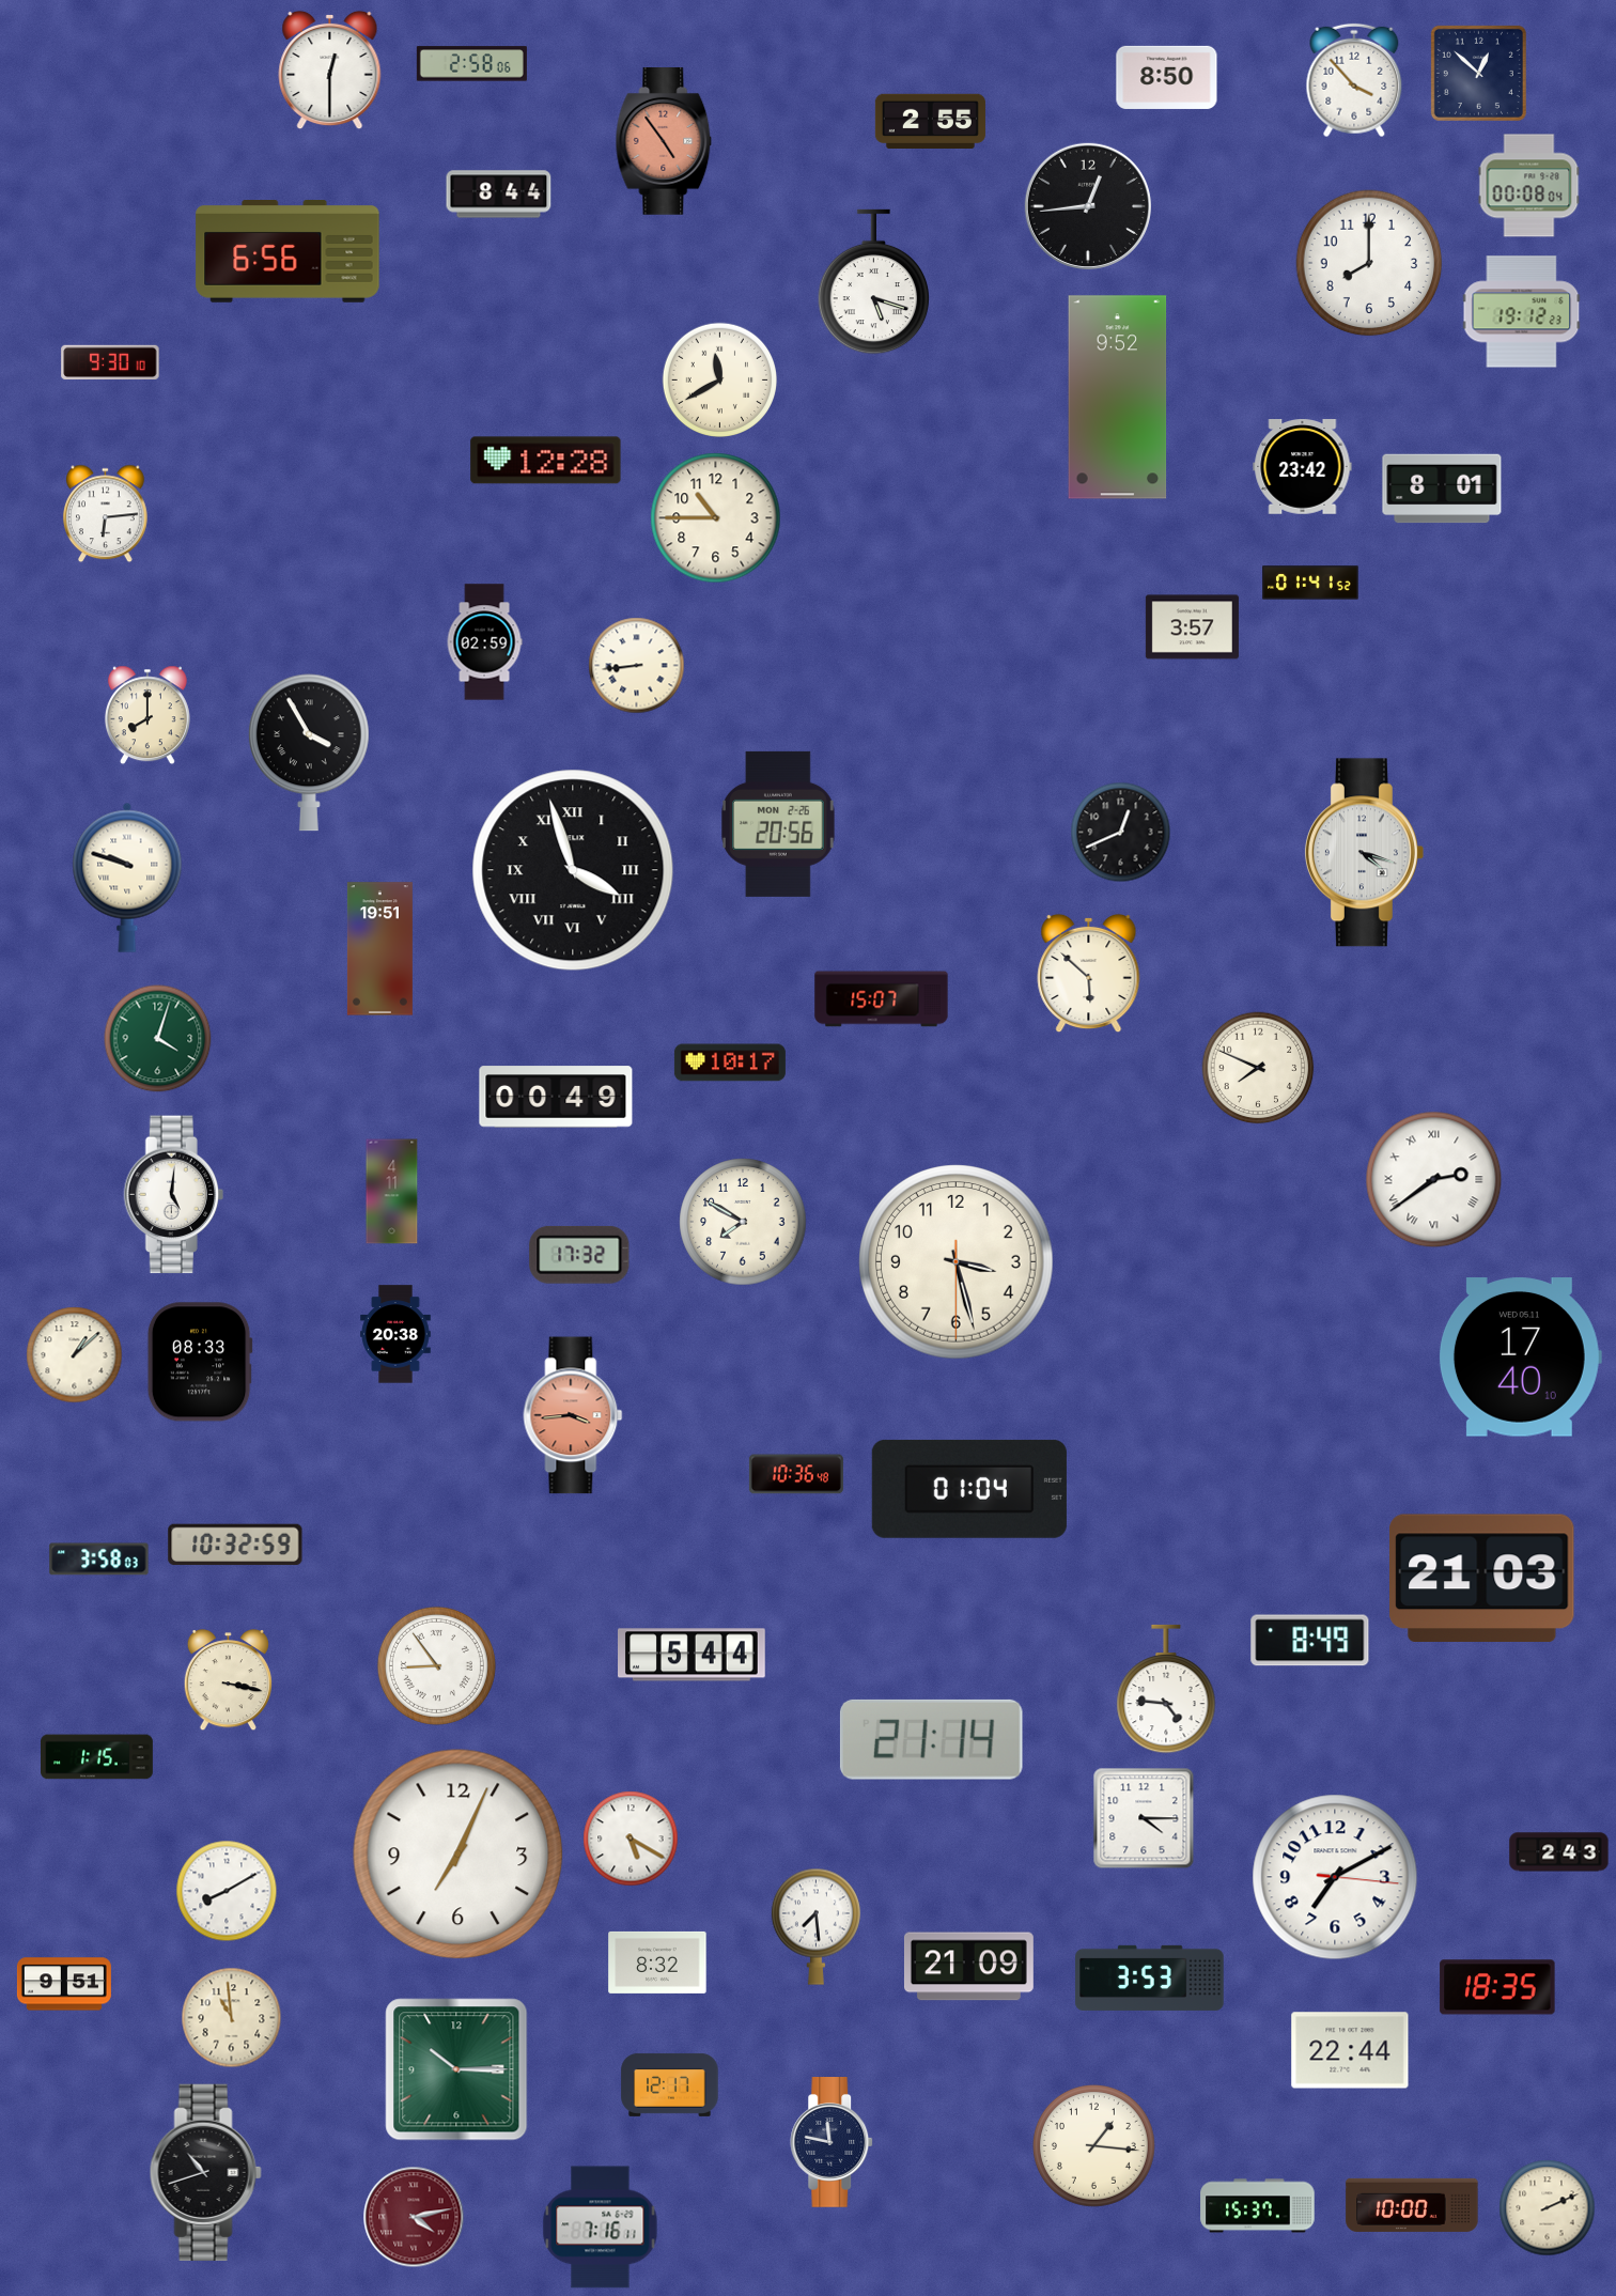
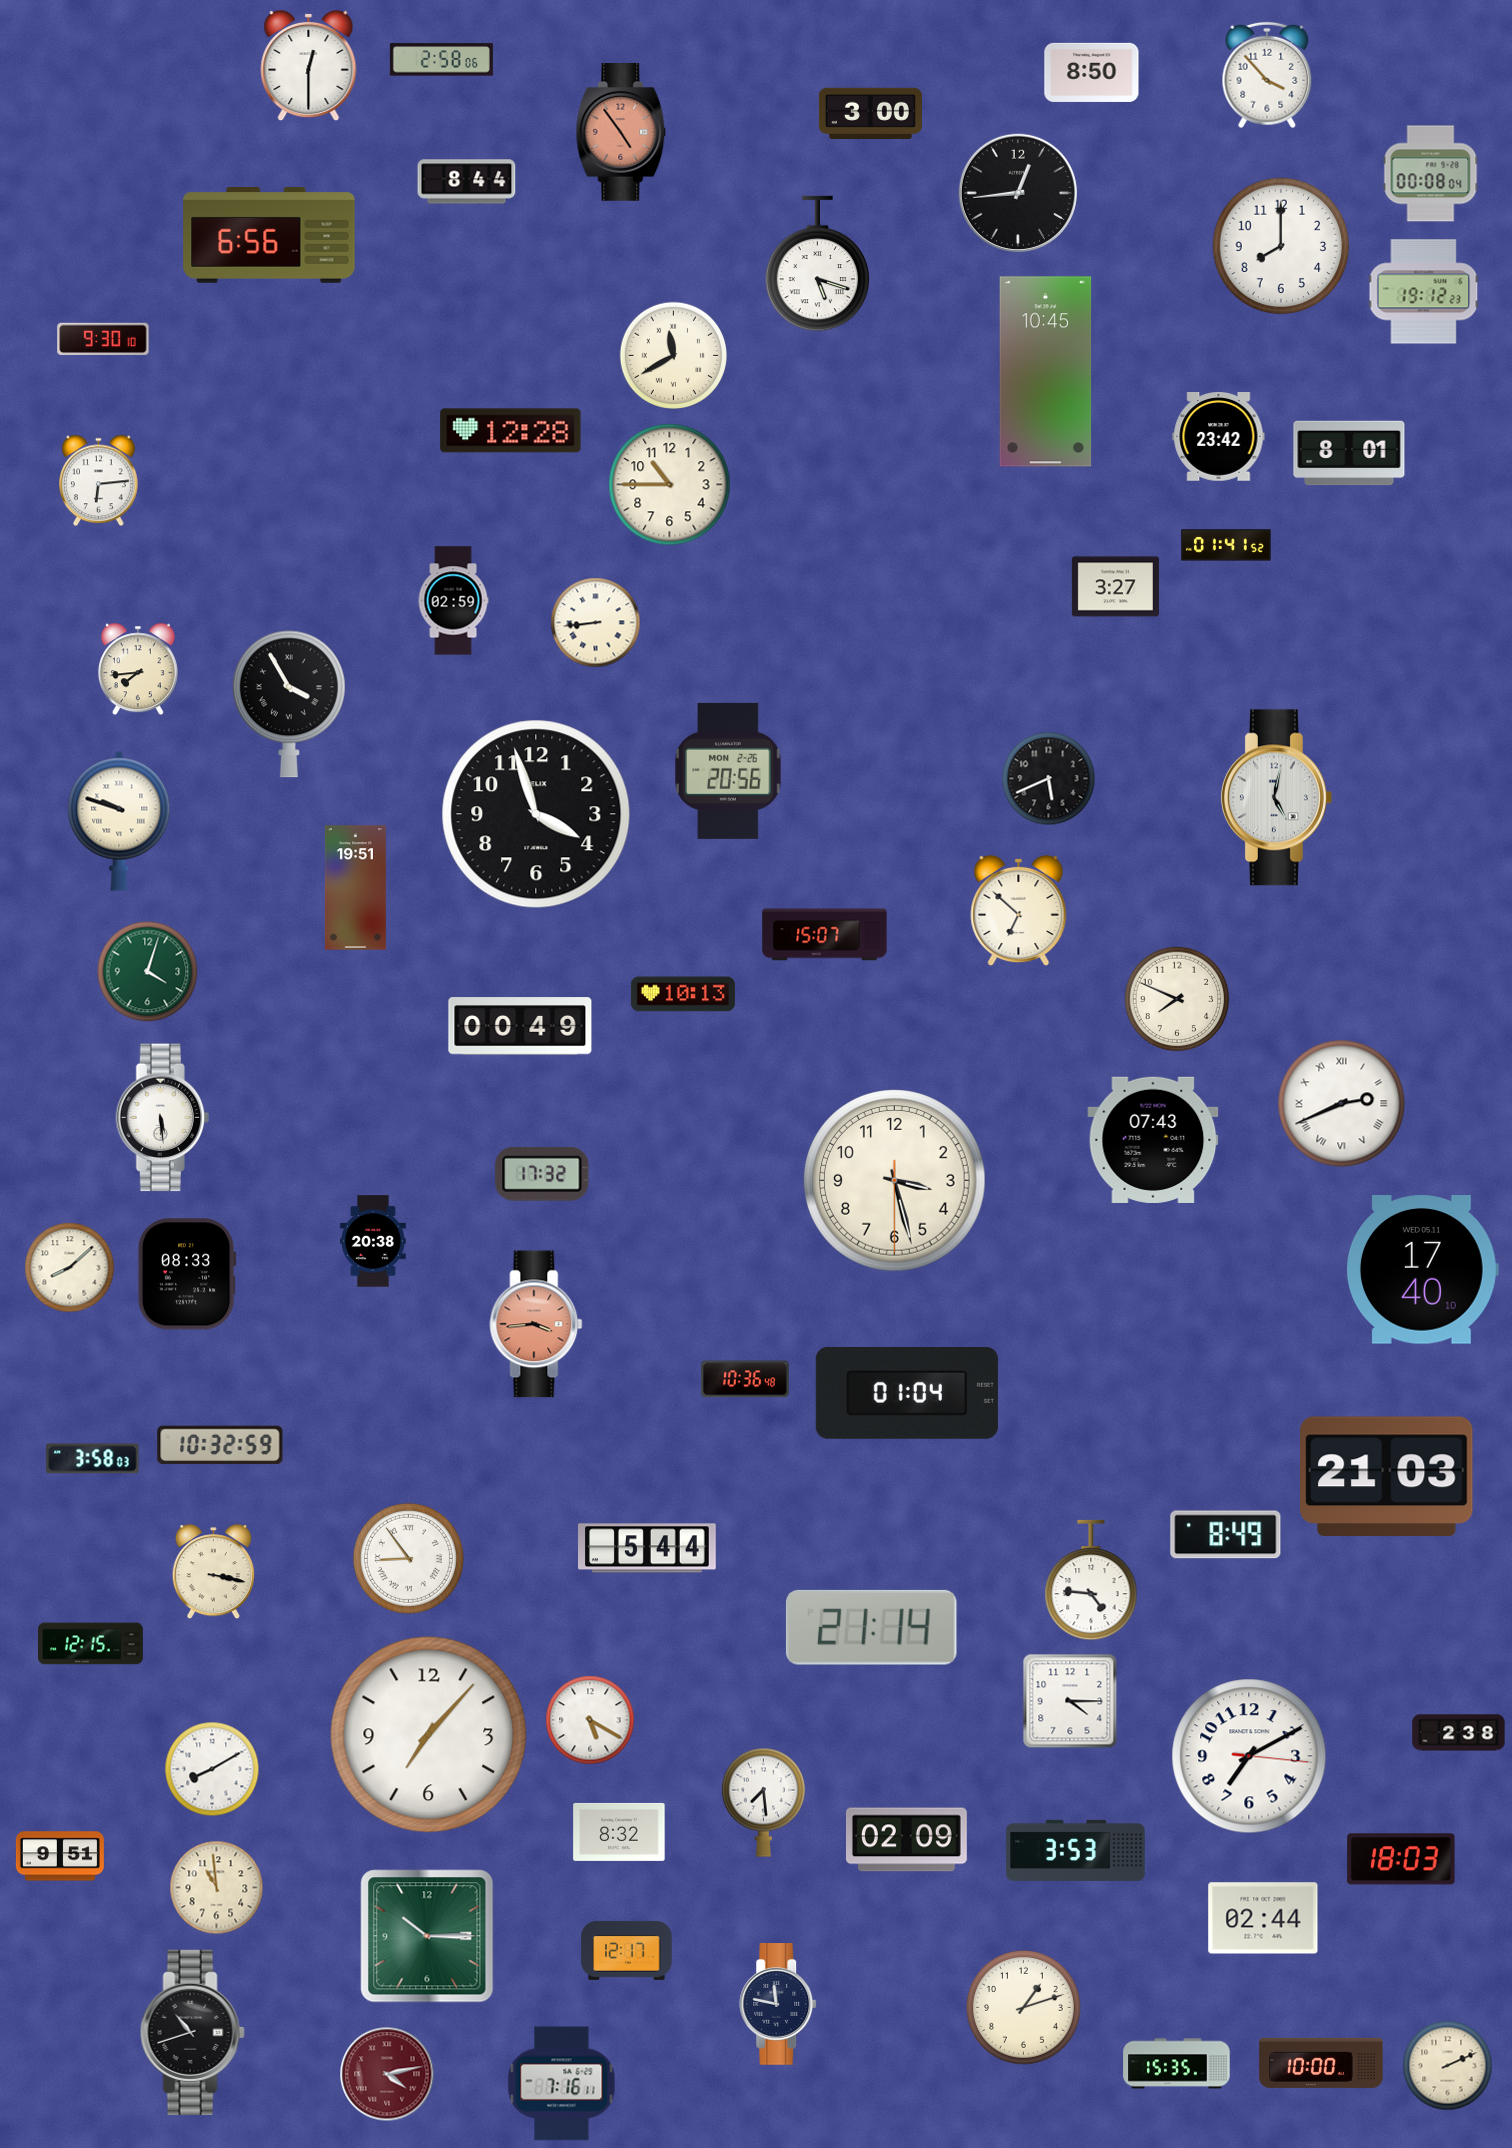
clock at (1478, 73): 12:52 -> none
clock at (930, 121): 2:55 -> 3:00
clock at (1118, 398): 9:52 -> 10:45
clock at (1442, 488) position: (1442, 488) -> (1349, 453)
clock at (1192, 627): 3:57 -> 3:27
clock at (147, 715): 8:00 -> 7:44
clock at (1121, 833): 12:41 -> 5:41
clock at (1364, 853): 4:18 -> 5:02
clock at (573, 870) numerals: Roman -> Arabic
clock at (1089, 974): 5:52 -> 6:52
clock at (730, 1062): 10:17 -> 10:13
clock at (1434, 1180): 2:39 -> 2:41
clock at (392, 1192): 4:11 -> none
clock at (173, 1195): 5:01 -> 5:29
clock at (1153, 1140): none -> 07:43
clock at (743, 1222): 7:50 -> none
clock at (395, 1334) position: (395, 1334) -> (373, 1241)
clock at (75, 1355): 1:08 -> 8:08
clock at (97, 1757): 1:15 -> 12:15
clock at (1559, 1852): 2:43 -> 2:38
clock at (459, 1855): 7:04 -> 7:07
clock at (657, 1963) position: (657, 1963) -> (619, 1832)
clock at (968, 1967): 21:09 -> 02:09
clock at (1497, 1987): 18:35 -> 18:03
clock at (1350, 2050): 22:44 -> 02:44
clock at (1093, 2145): 1:16 -> 1:12
clock at (1258, 2206): 15:37 -> 15:35
